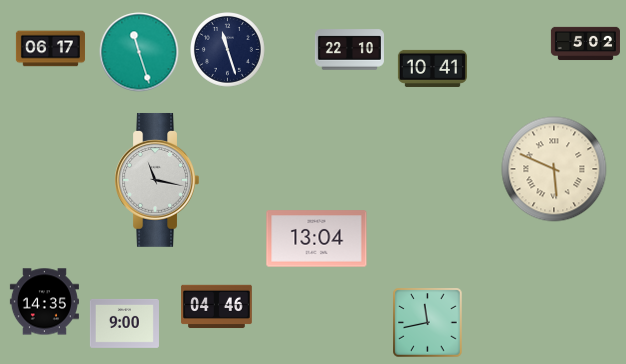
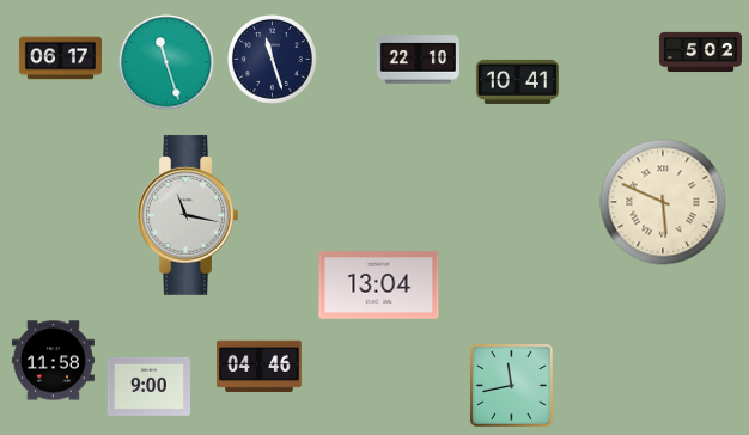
clock at (44, 302): 14:35 -> 11:58
